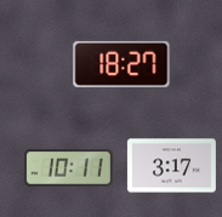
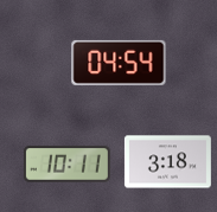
clock at (121, 64): 18:27 -> 04:54
clock at (171, 166): 3:17 -> 3:18
